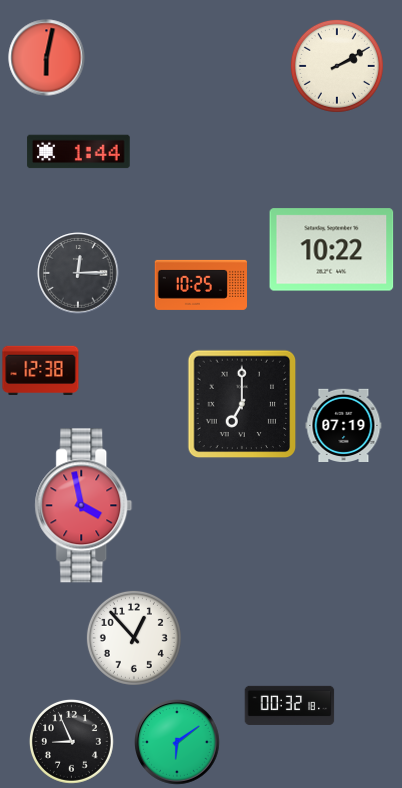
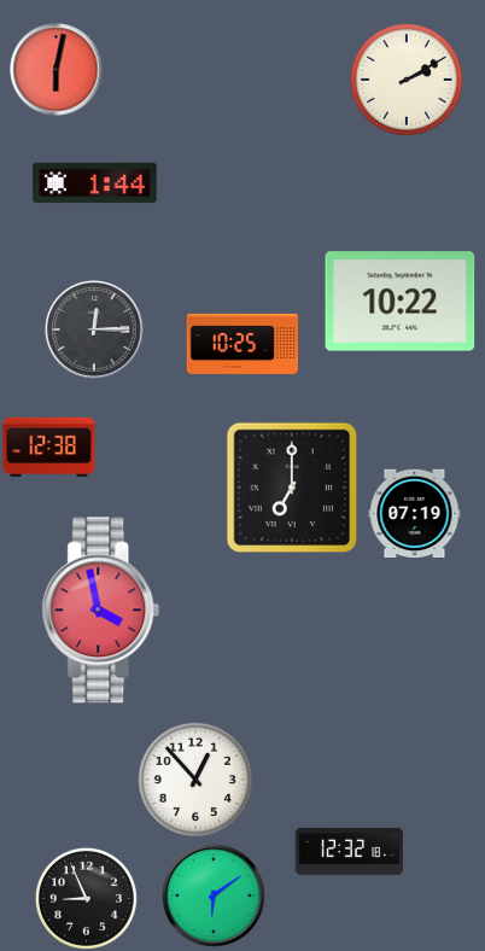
clock at (134, 638) position: (134, 638) -> (195, 780)
clock at (290, 705): 00:32 -> 12:32
clock at (71, 741) position: (71, 741) -> (86, 898)
